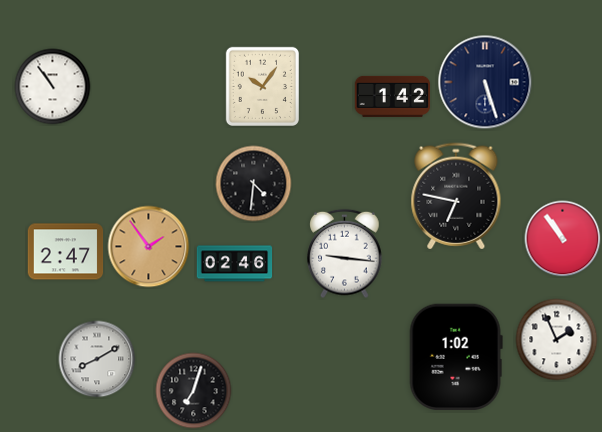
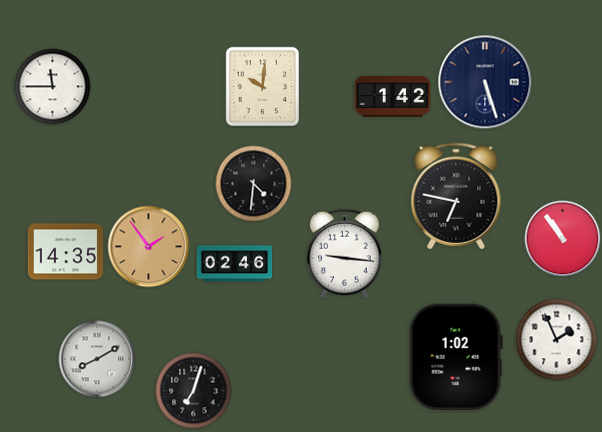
clock at (262, 86): 10:06 -> 10:01
clock at (53, 87): 10:54 -> 11:45
clock at (66, 252): 2:47 -> 14:35
